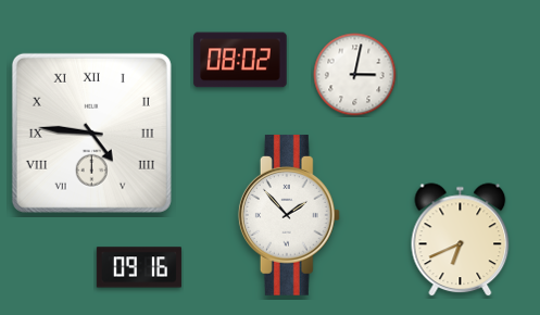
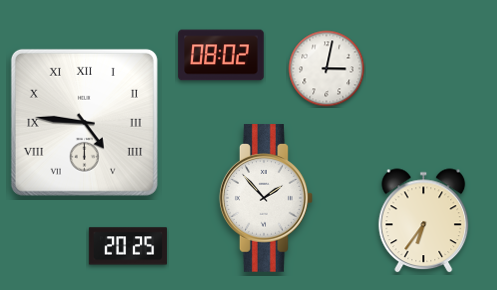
clock at (461, 240): 6:41 -> 6:36
clock at (139, 267): 09:16 -> 20:25
